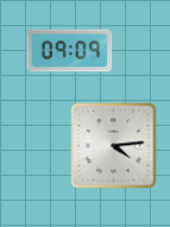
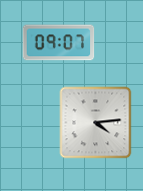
clock at (70, 51): 09:09 -> 09:07
